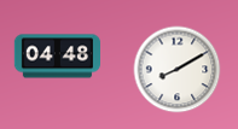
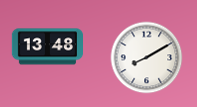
clock at (57, 57): 04:48 -> 13:48
